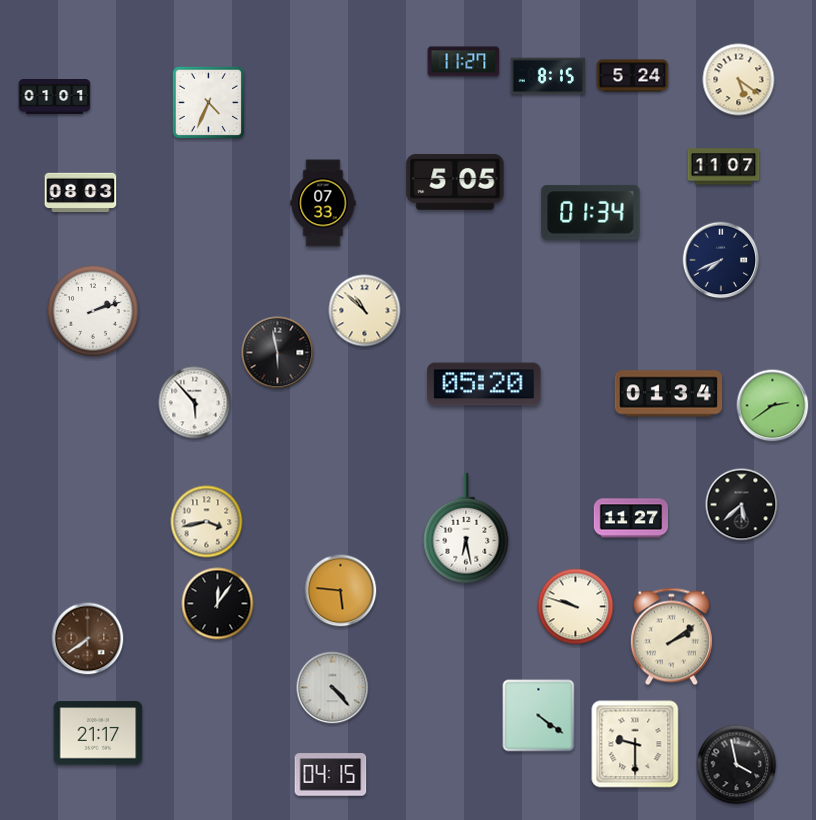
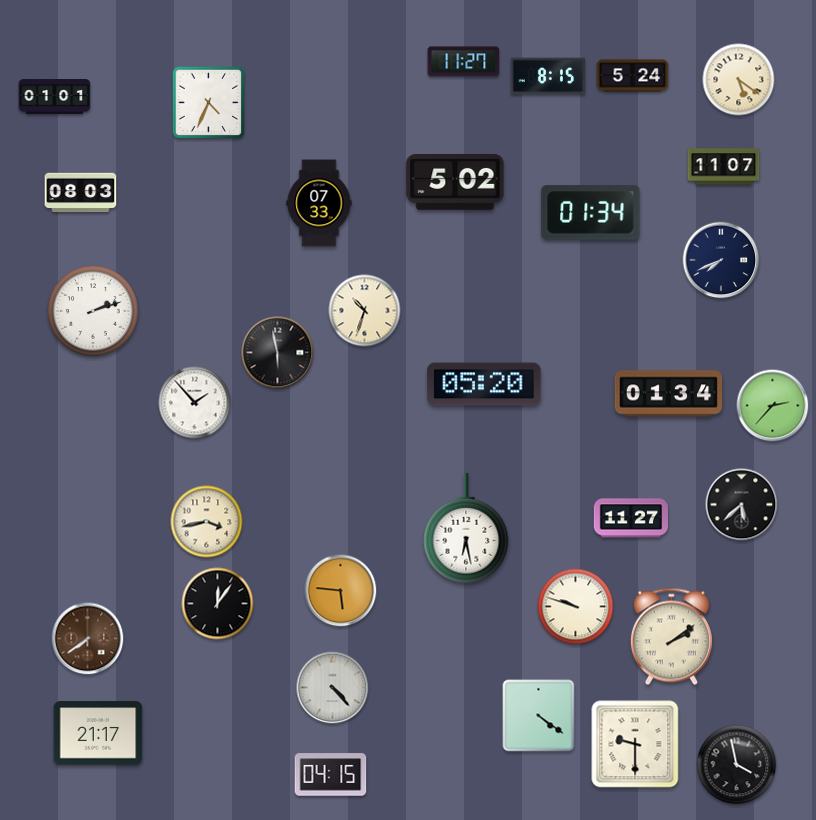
clock at (455, 183): 5:05 -> 5:02
clock at (323, 203) position: (323, 203) -> (319, 203)
clock at (365, 311): 10:52 -> 10:33
clock at (195, 403): 5:53 -> 1:53
clock at (773, 406): 2:39 -> 2:37
